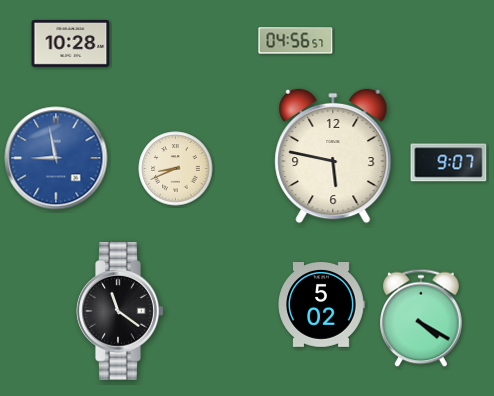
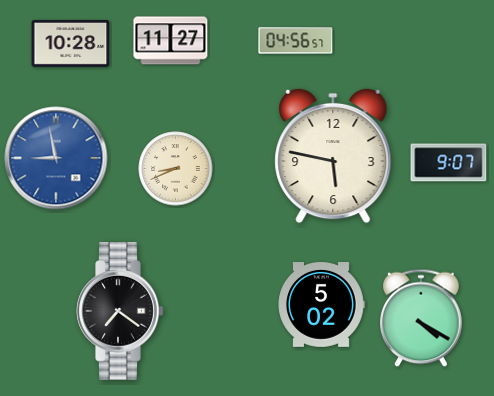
clock at (171, 41): none -> 11:27
clock at (120, 311): 11:21 -> 7:21
